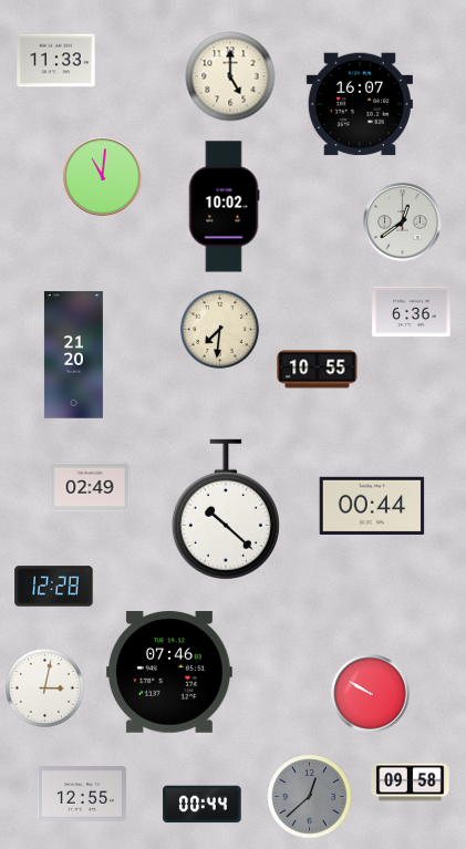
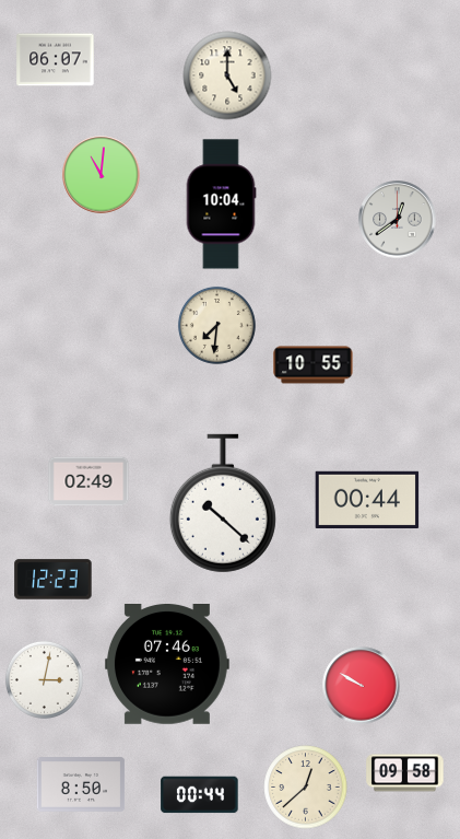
clock at (56, 61): 11:33 -> 06:07
clock at (360, 104): 16:07 -> none
clock at (224, 207): 10:02 -> 10:04
clock at (412, 312): 6:36 -> none
clock at (73, 355): 21:20 -> none
clock at (54, 587): 12:28 -> 12:23
clock at (371, 694) position: (371, 694) -> (362, 686)
clock at (82, 794): 12:55 -> 8:50
clock at (310, 797) dial: grey -> cream
